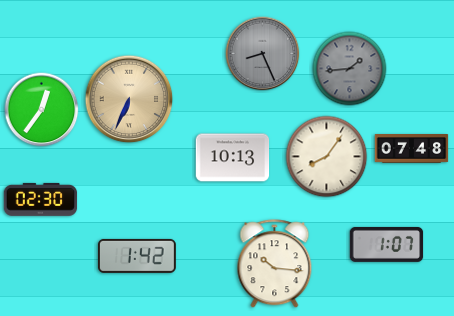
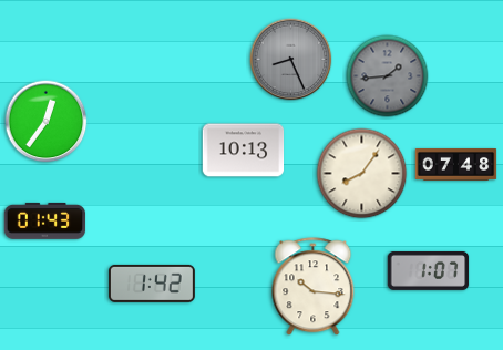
clock at (129, 99): 6:34 -> none
clock at (233, 158) position: (233, 158) -> (244, 151)
clock at (41, 199): 02:30 -> 01:43
clock at (275, 264) position: (275, 264) -> (314, 287)
